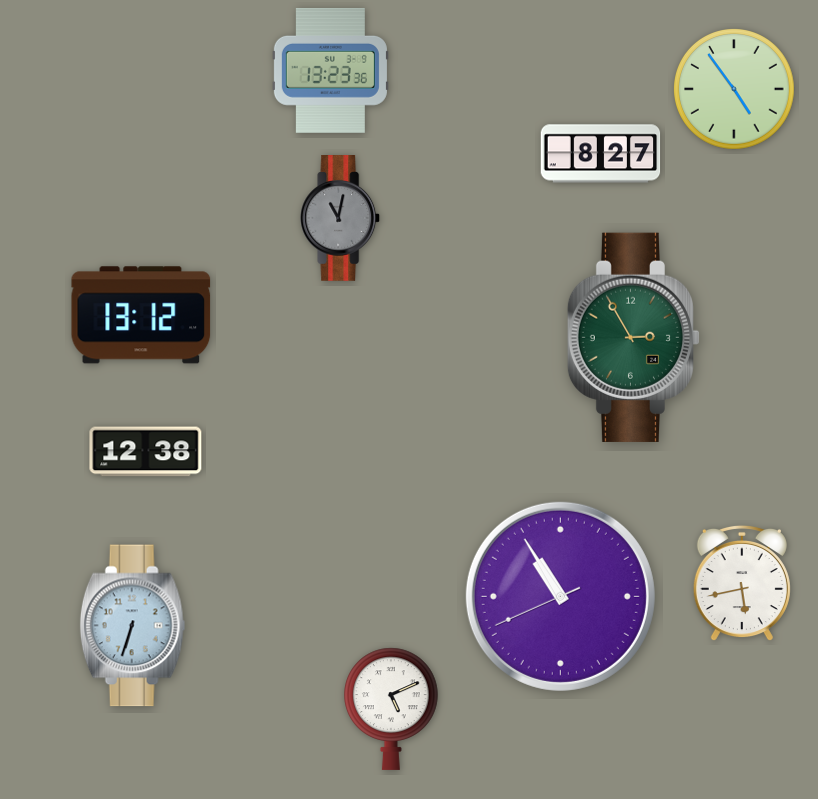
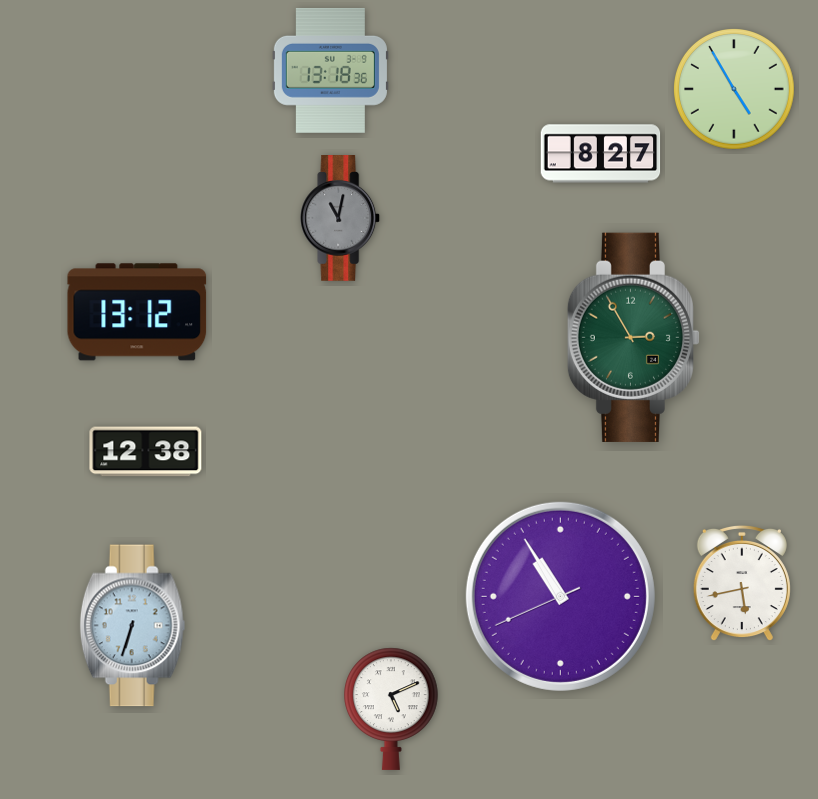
clock at (330, 70): 13:23 -> 13:18
clock at (735, 90): 4:54 -> 4:55
clock at (141, 315) position: (141, 315) -> (137, 312)
